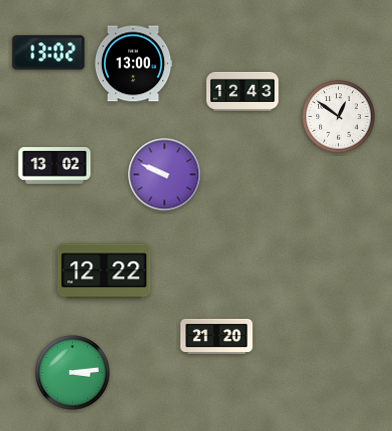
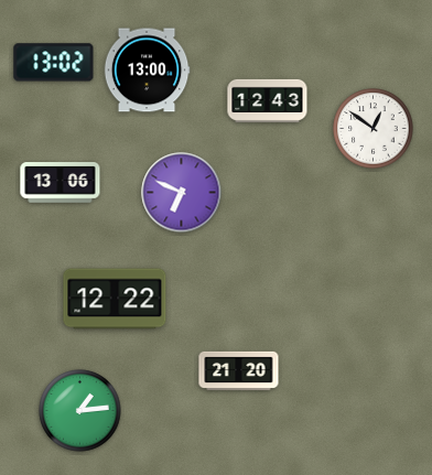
clock at (49, 53) position: (49, 53) -> (54, 63)
clock at (55, 166): 13:02 -> 13:06
clock at (165, 175): 9:49 -> 6:49
clock at (73, 373): 3:14 -> 1:14
